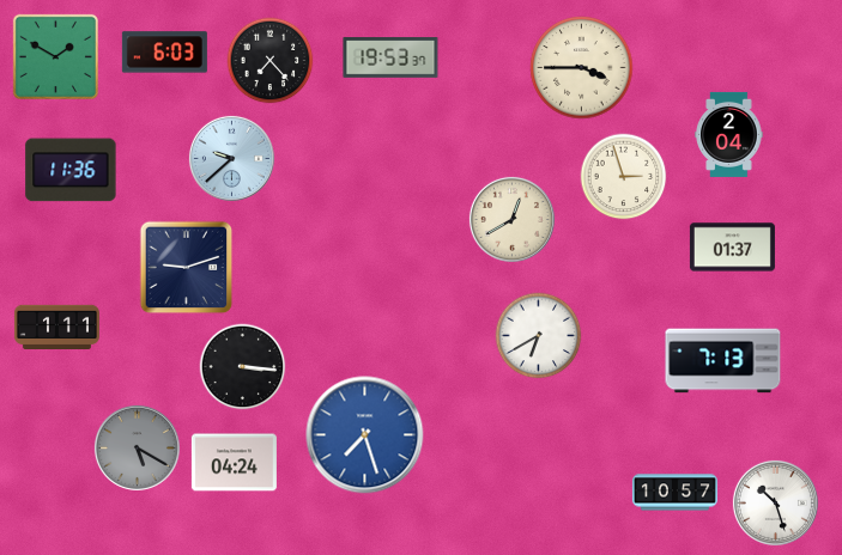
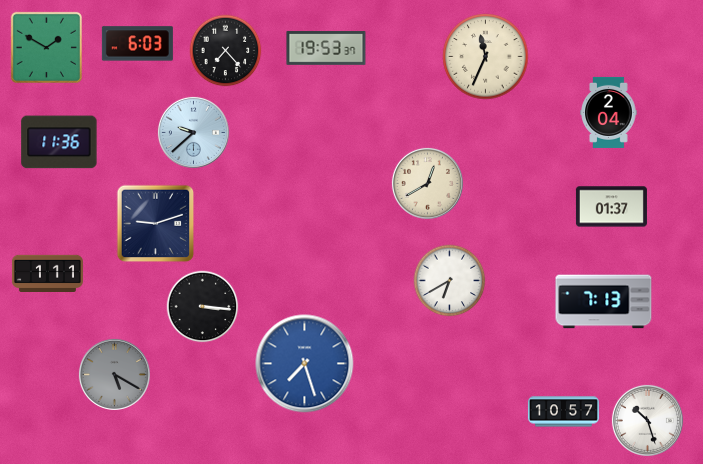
clock at (582, 68): 3:45 -> 11:34
clock at (624, 177): 2:57 -> none
clock at (234, 463): 04:24 -> none
